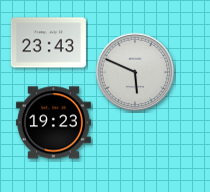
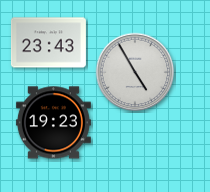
clock at (135, 72): 5:49 -> 4:55
